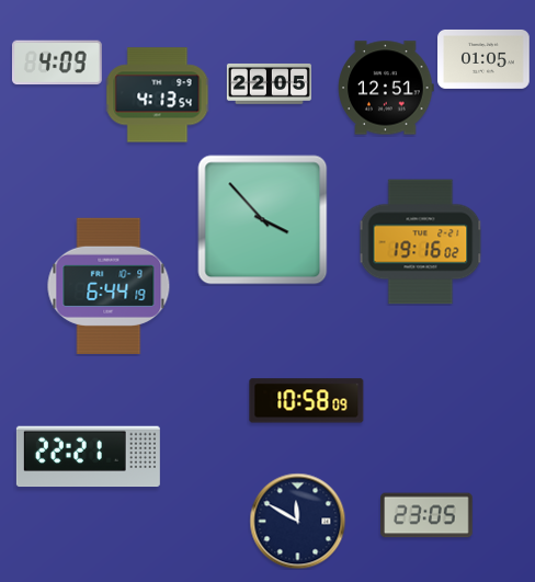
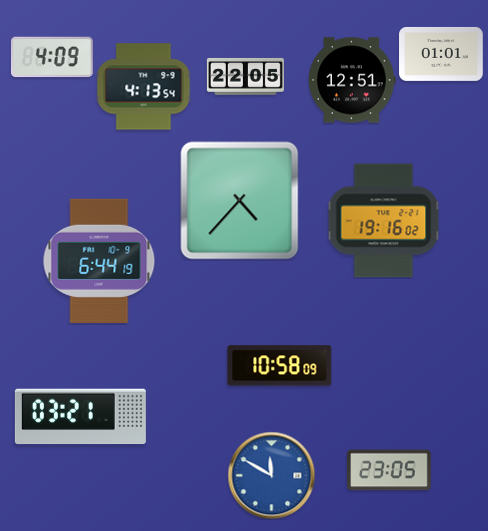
clock at (483, 59): 01:05 -> 01:01
clock at (263, 220): 3:53 -> 4:37
clock at (88, 457): 22:21 -> 03:21
clock at (297, 521) dial: navy -> blue
